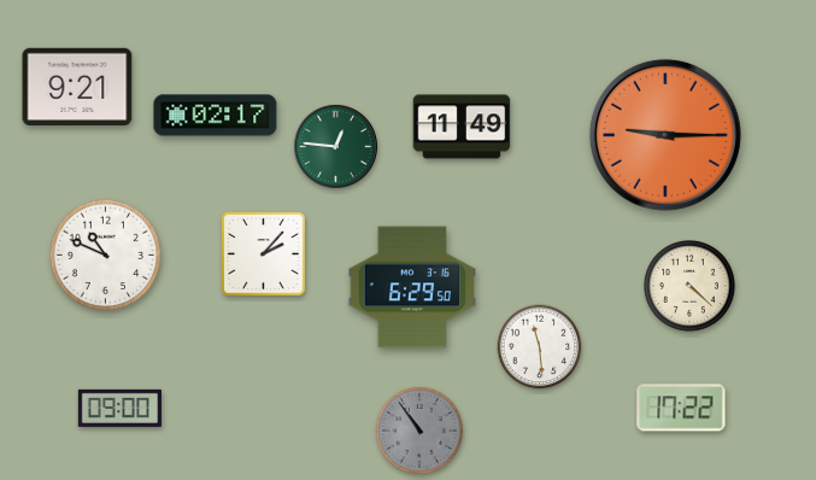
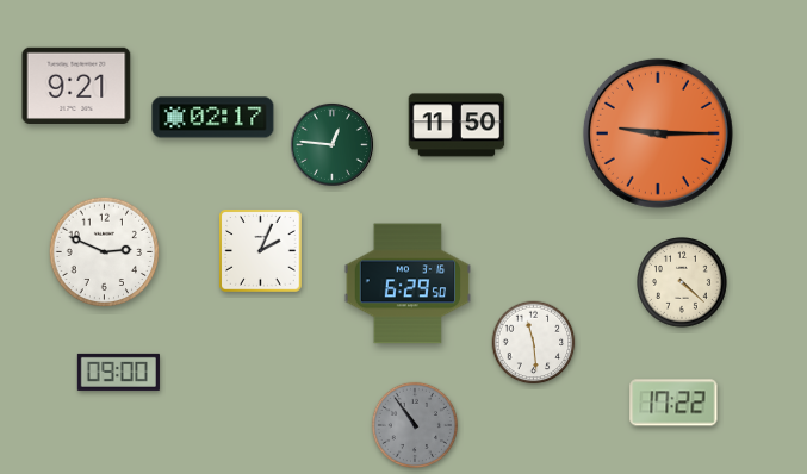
clock at (216, 116) position: (216, 116) -> (213, 118)
clock at (462, 127): 11:49 -> 11:50
clock at (264, 254): 2:07 -> 2:04
clock at (106, 256): 10:49 -> 2:49
clock at (119, 408) position: (119, 408) -> (118, 372)
